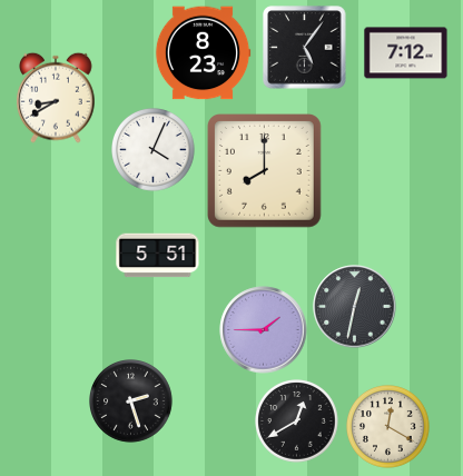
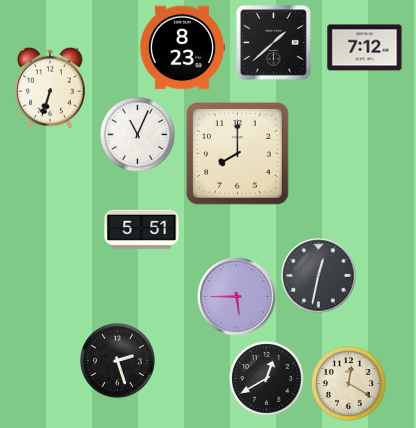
clock at (305, 48): 5:06 -> 1:38
clock at (57, 98): 8:40 -> 6:33
clock at (154, 150): 4:04 -> 11:04
clock at (264, 330): 1:45 -> 5:45
